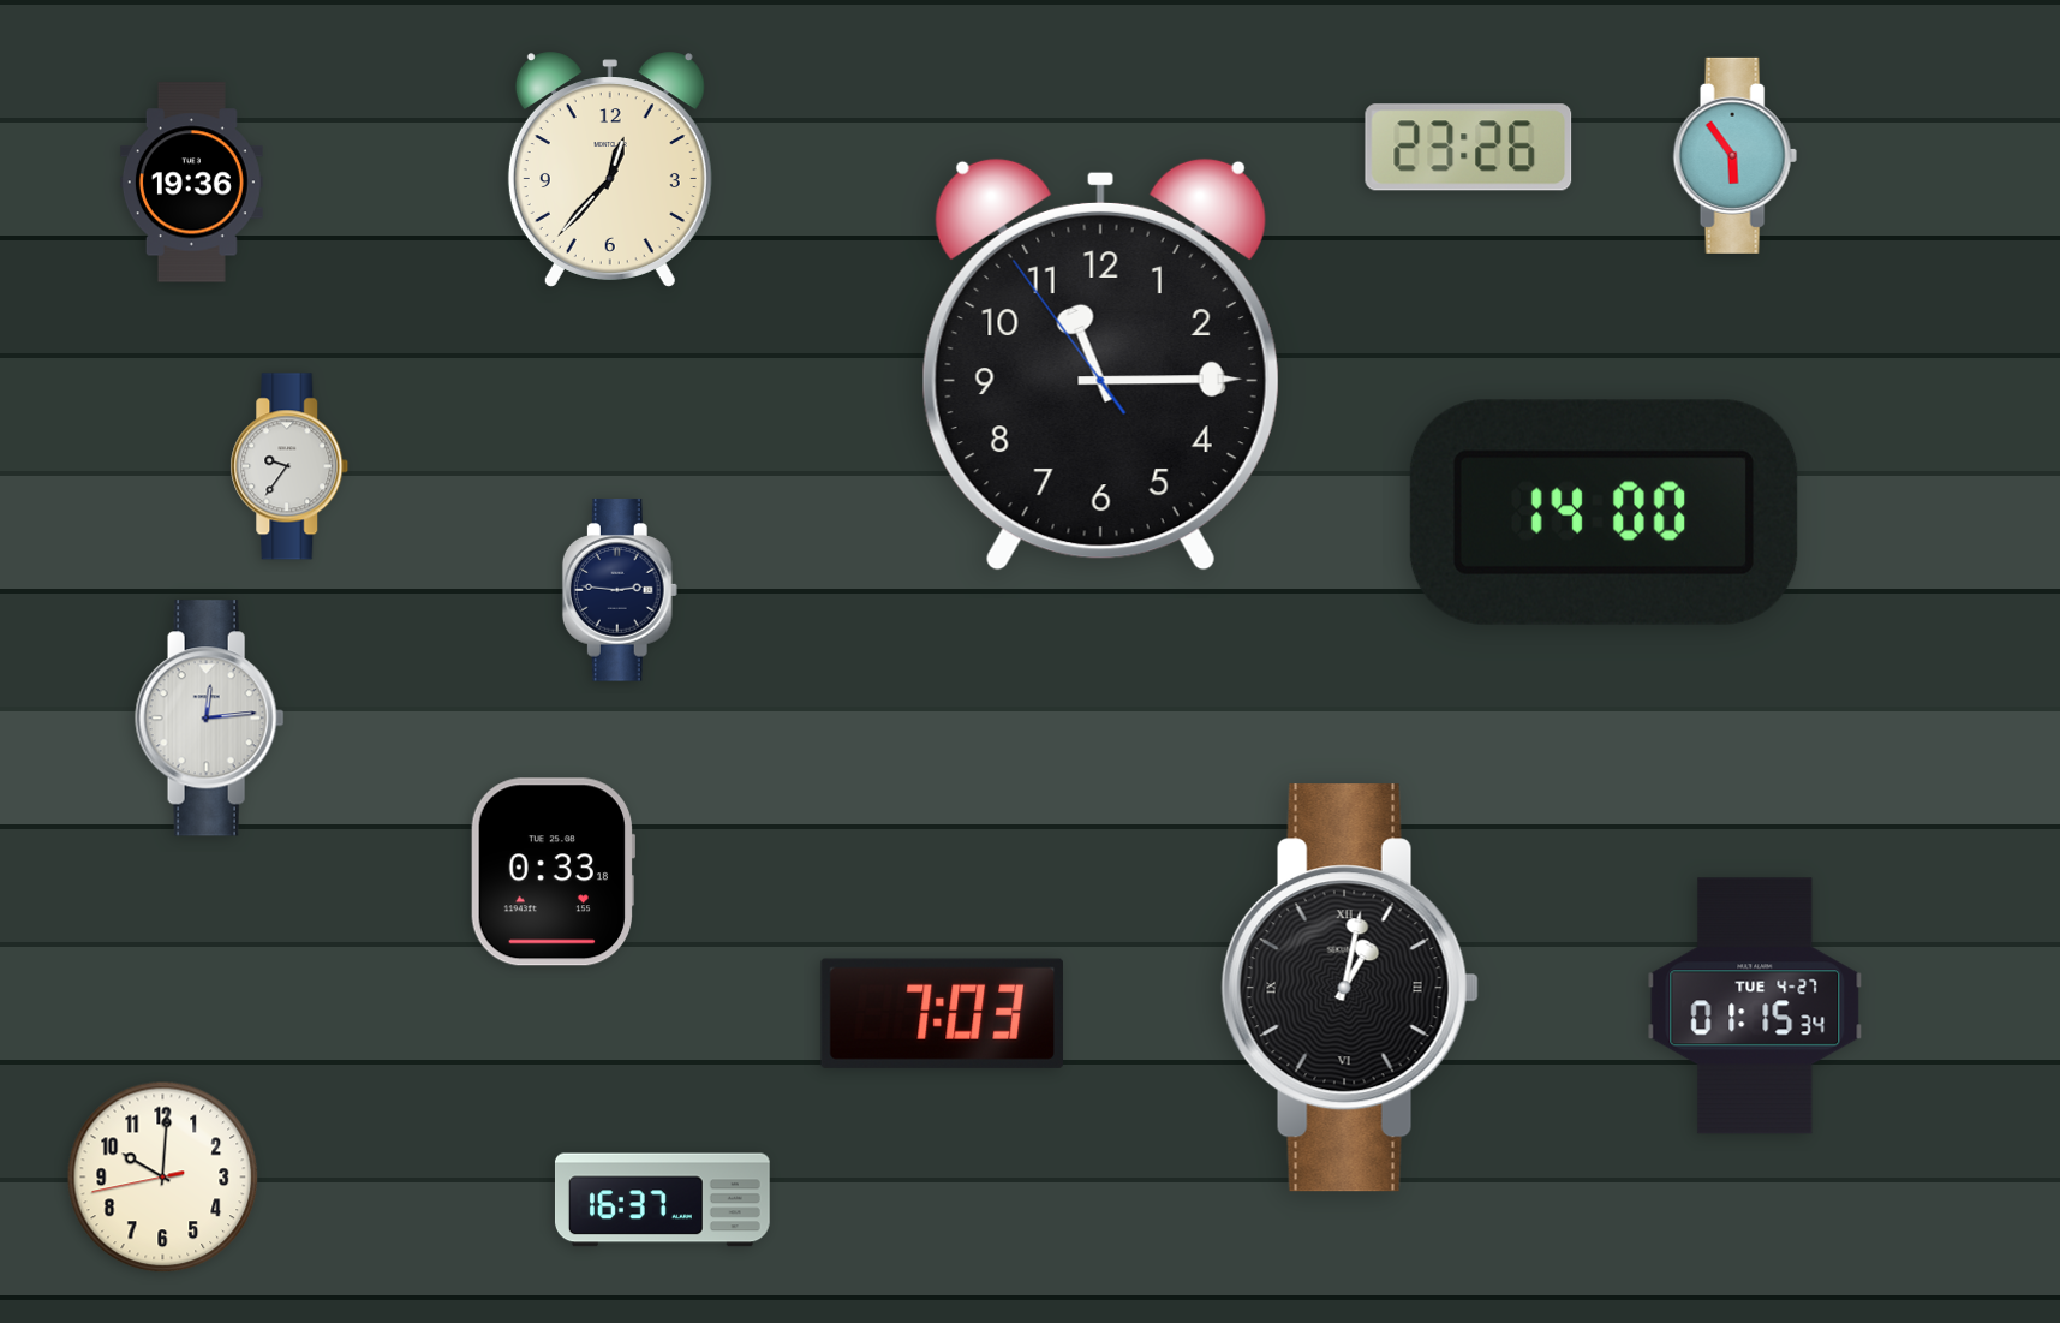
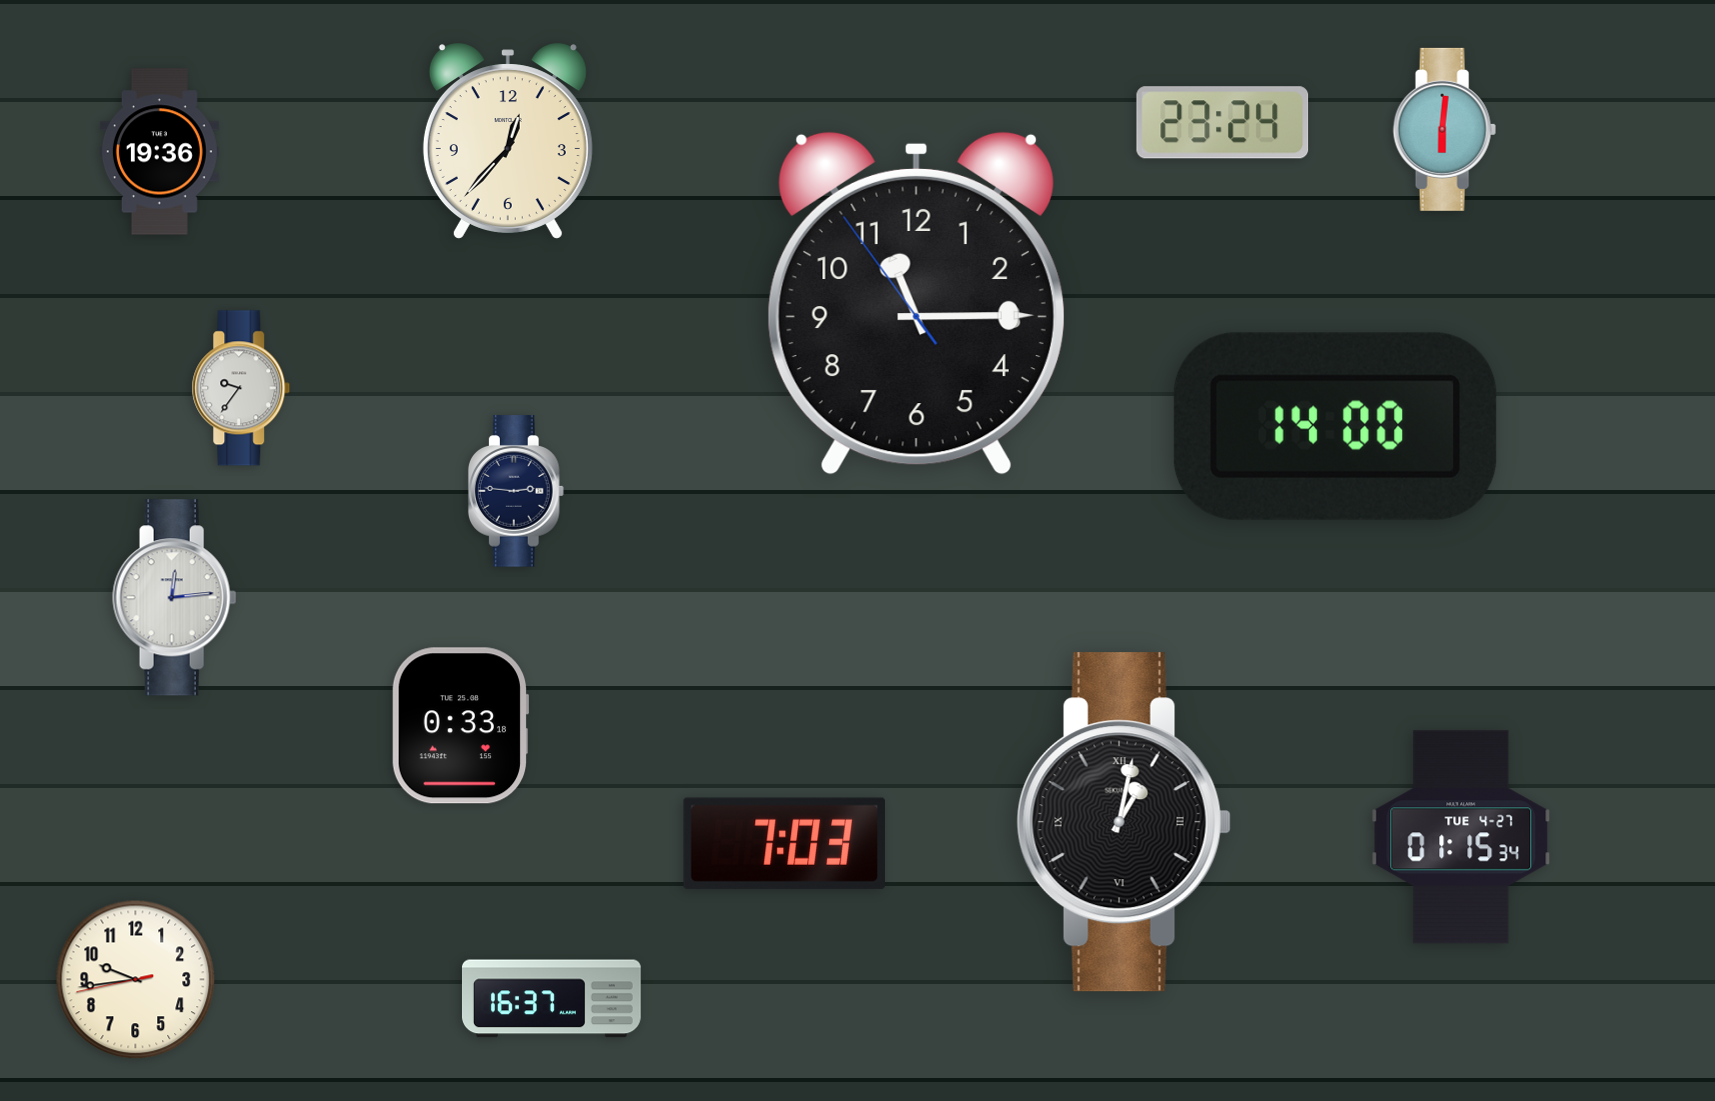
clock at (1469, 148): 23:26 -> 23:24
clock at (1734, 155): 5:54 -> 6:01
clock at (163, 1178): 10:00 -> 9:43
